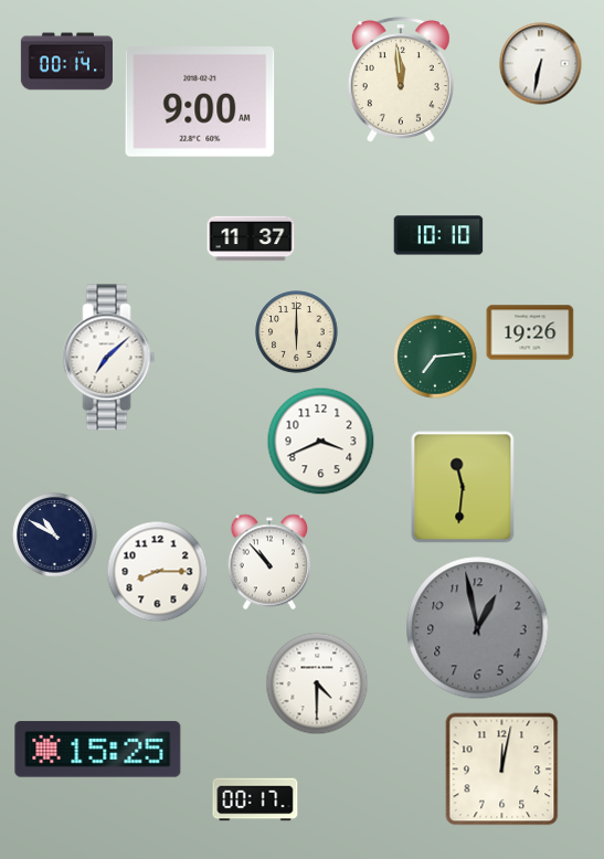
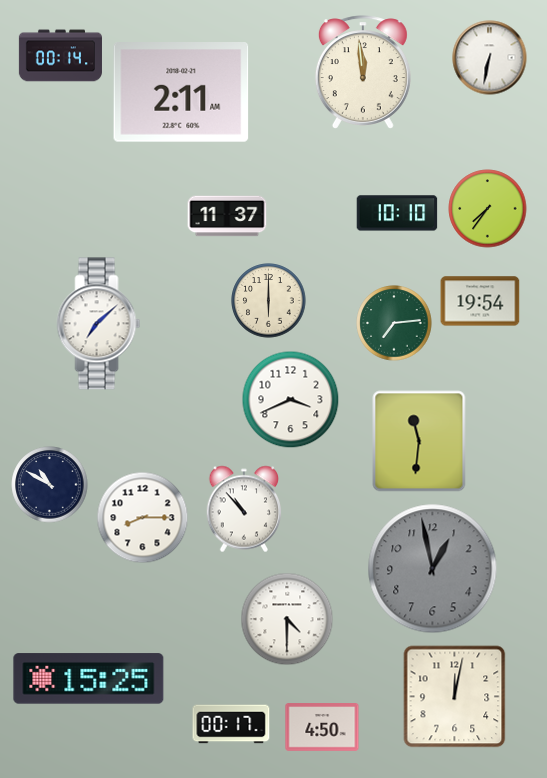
clock at (200, 103): 9:00 -> 2:11
clock at (488, 209): none -> 7:36
clock at (530, 332): 19:26 -> 19:54
clock at (322, 727): none -> 4:50
